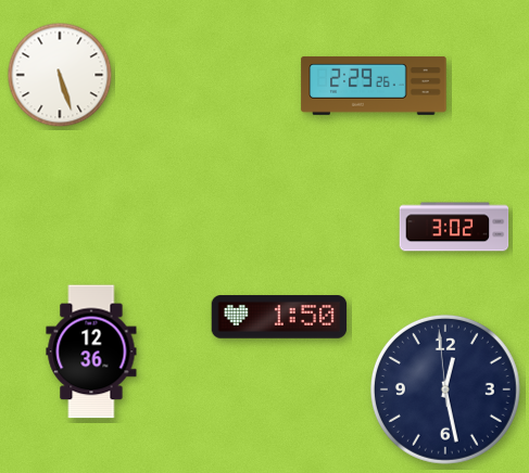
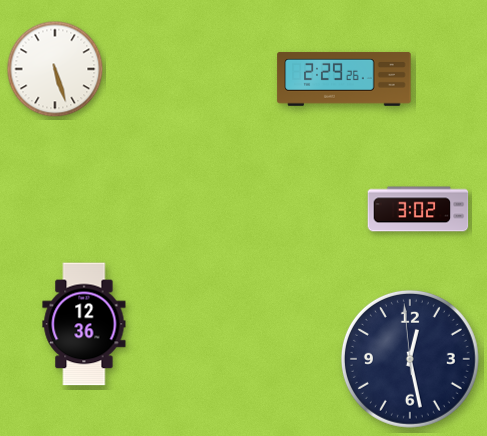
clock at (279, 317): 1:50 -> none
